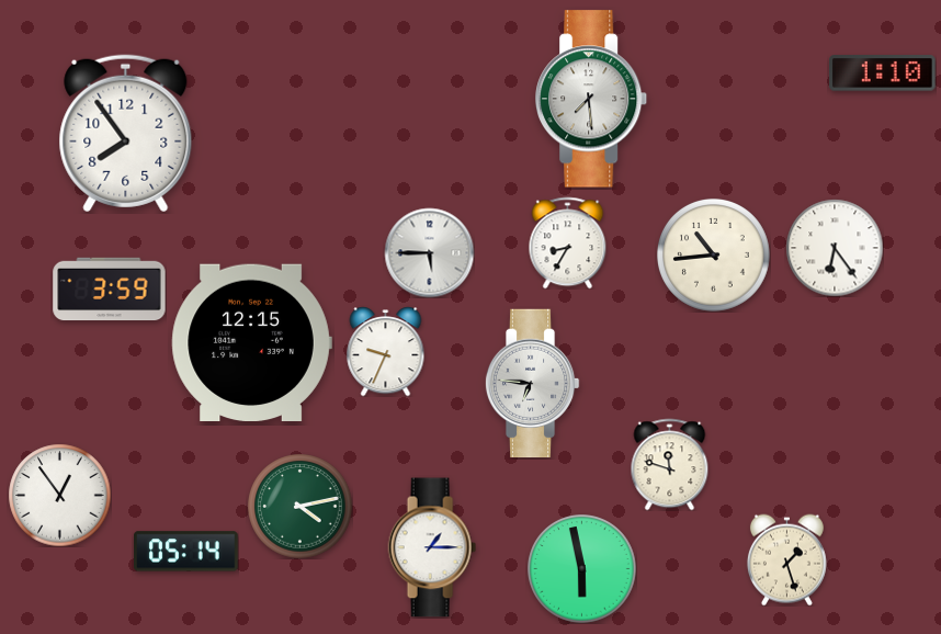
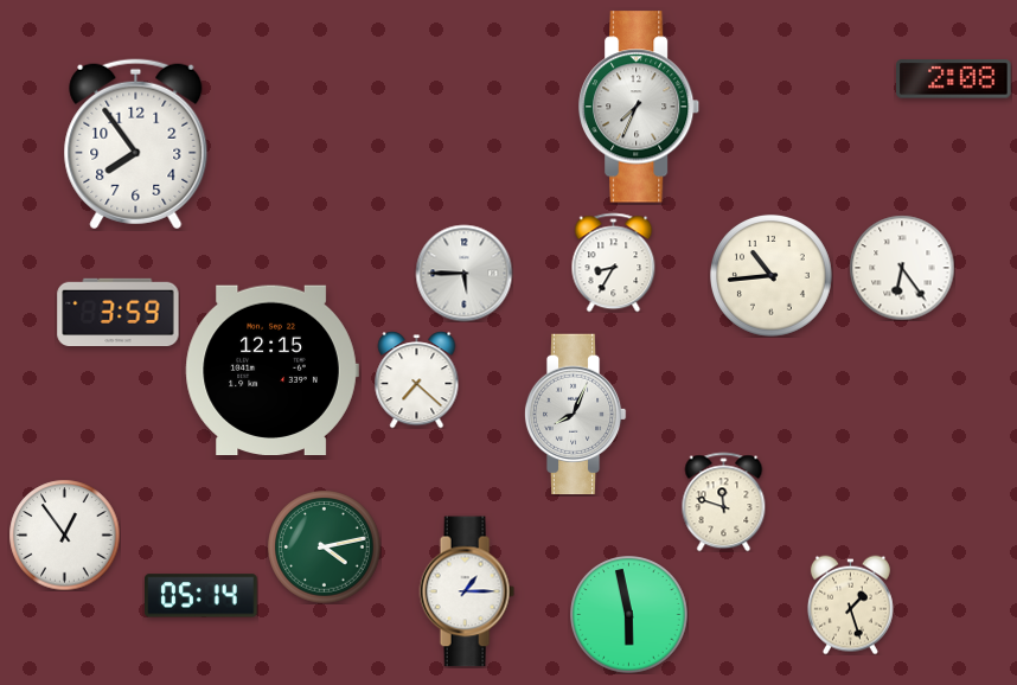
clock at (883, 73): 1:10 -> 2:08
clock at (592, 99): 7:29 -> 7:34
clock at (386, 351): 9:34 -> 7:22
clock at (532, 384): 6:46 -> 8:04
